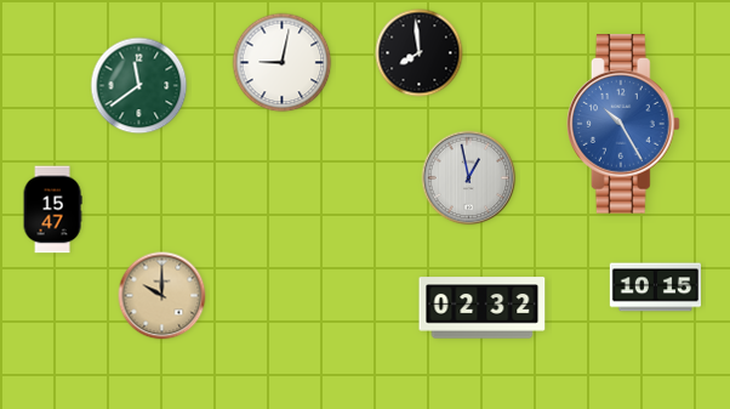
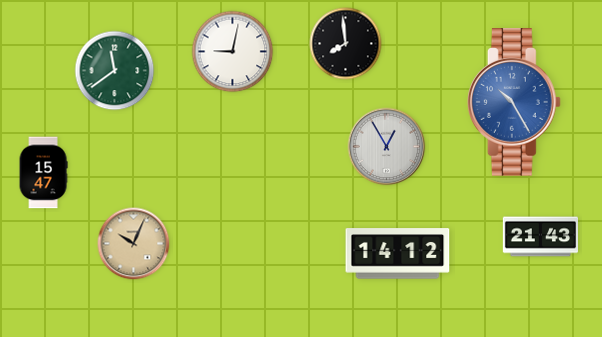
clock at (469, 178): 12:58 -> 12:55
clock at (655, 288): 10:15 -> 21:43
clock at (162, 296): 10:00 -> 10:04
clock at (483, 308): 02:32 -> 14:12
